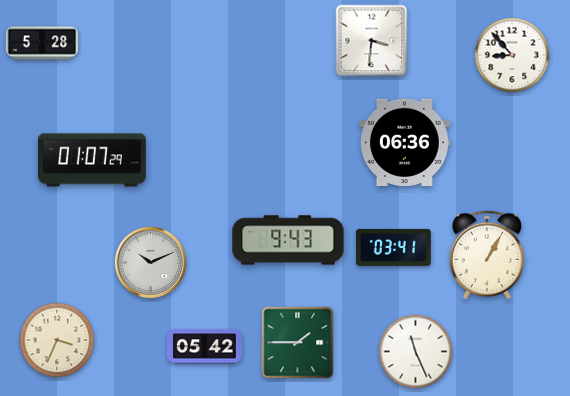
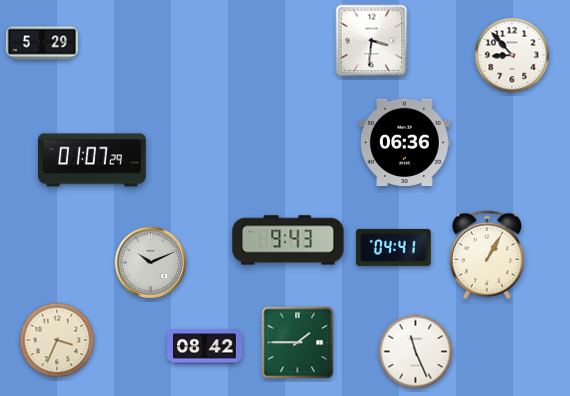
clock at (41, 43): 5:28 -> 5:29
clock at (394, 247): 03:41 -> 04:41
clock at (205, 347): 05:42 -> 08:42
